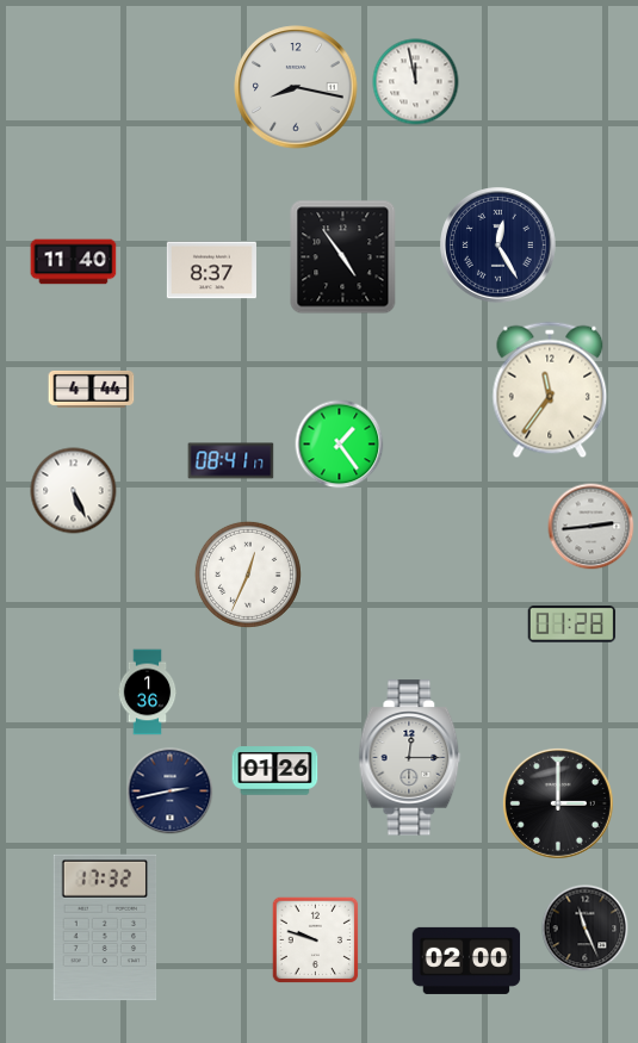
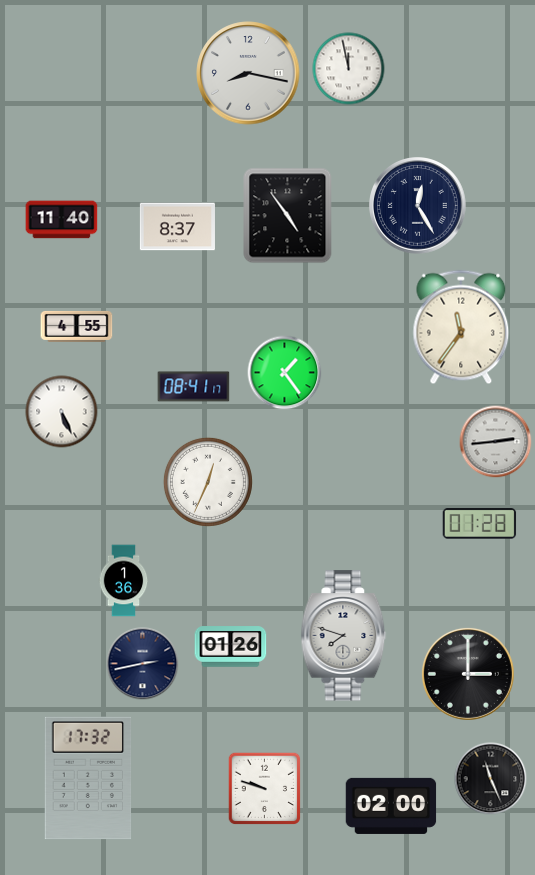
clock at (92, 389): 4:44 -> 4:55
clock at (410, 758): 12:15 -> 7:48
